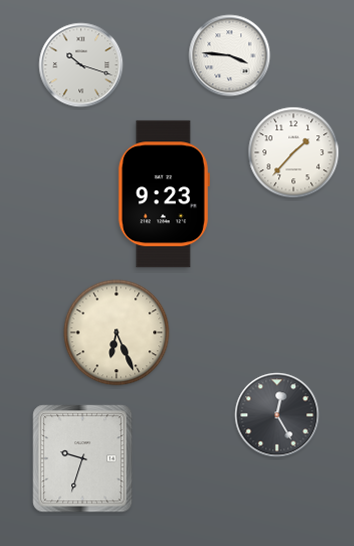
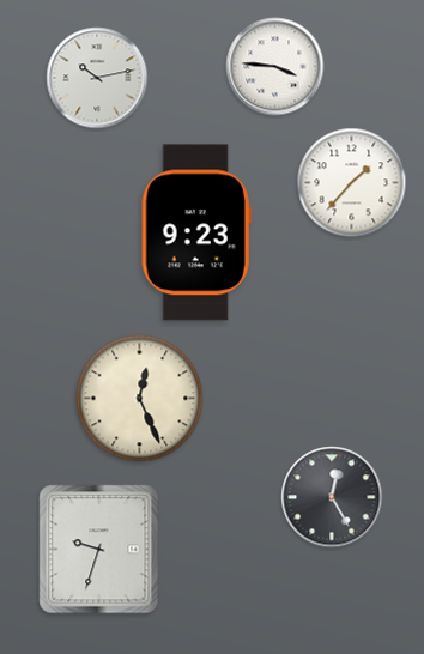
clock at (81, 65): 10:18 -> 10:13
clock at (117, 333): 6:26 -> 12:26
